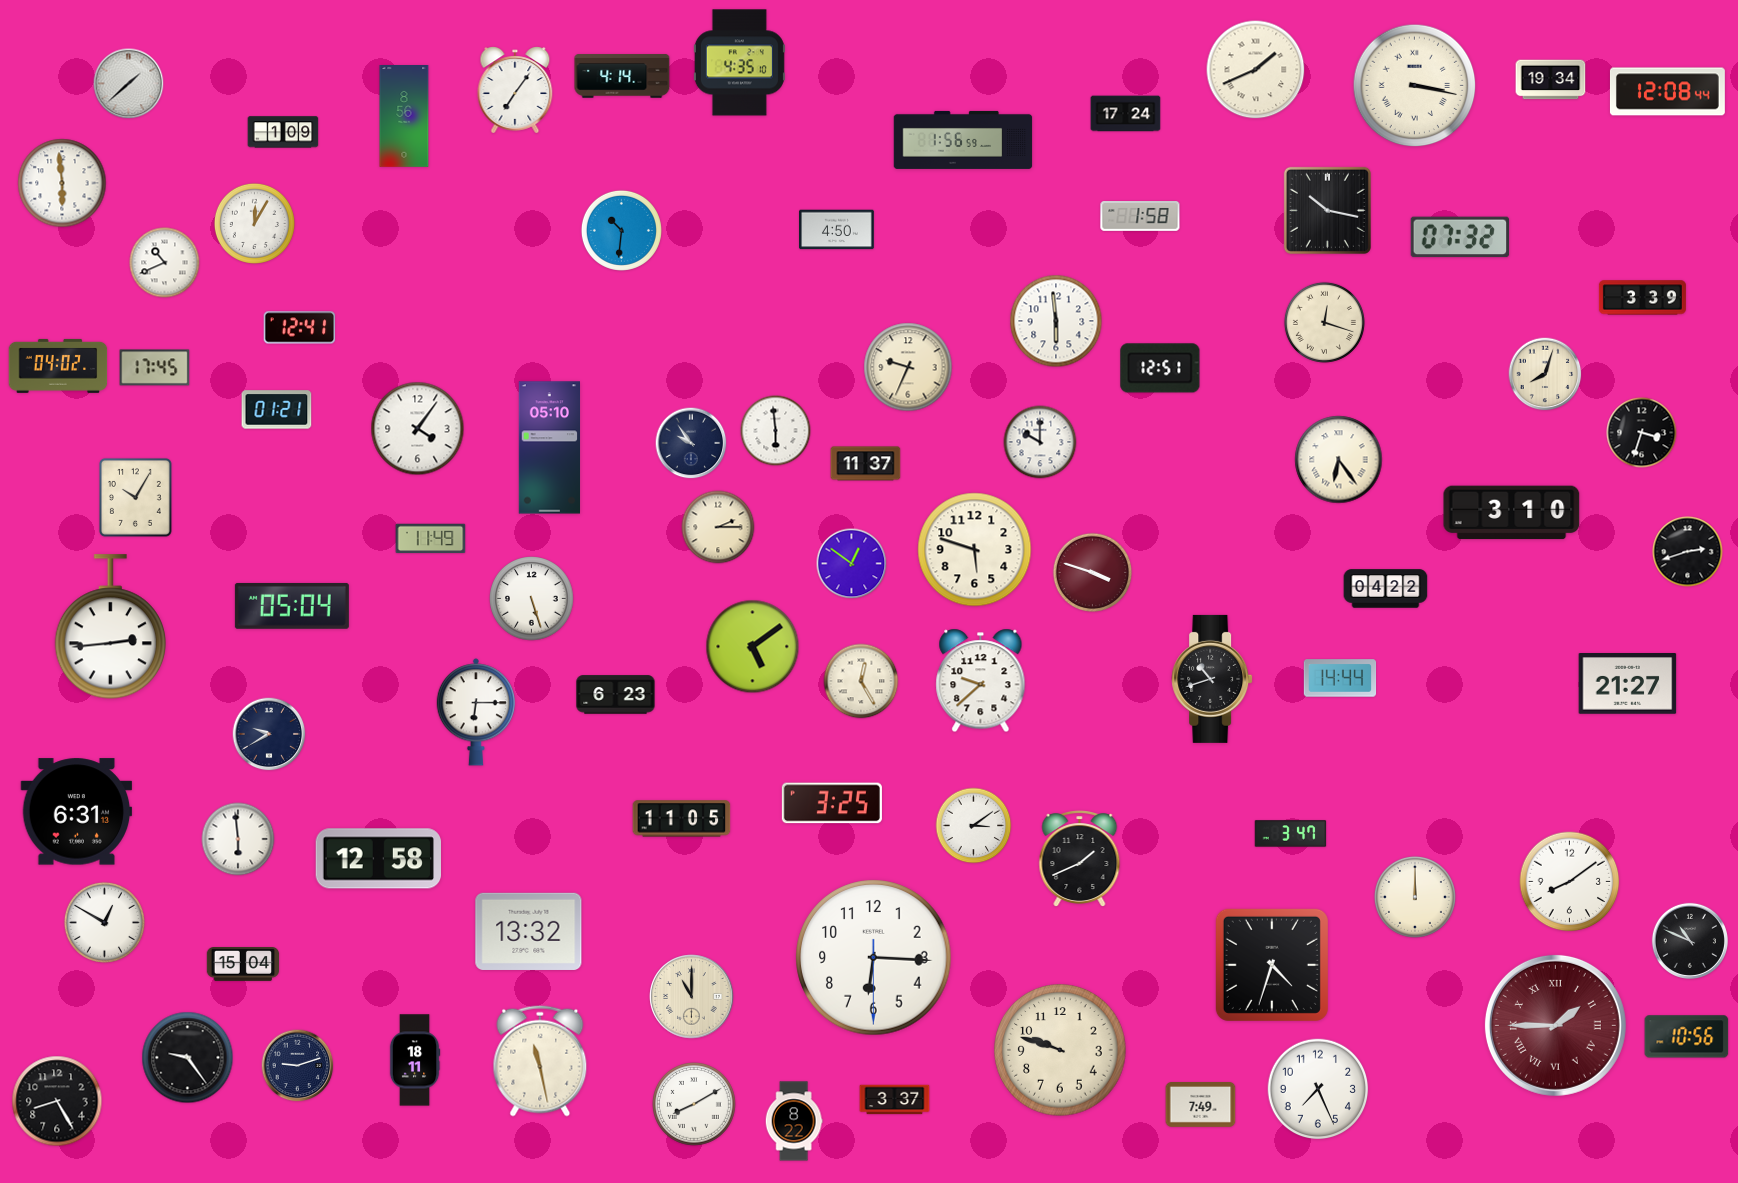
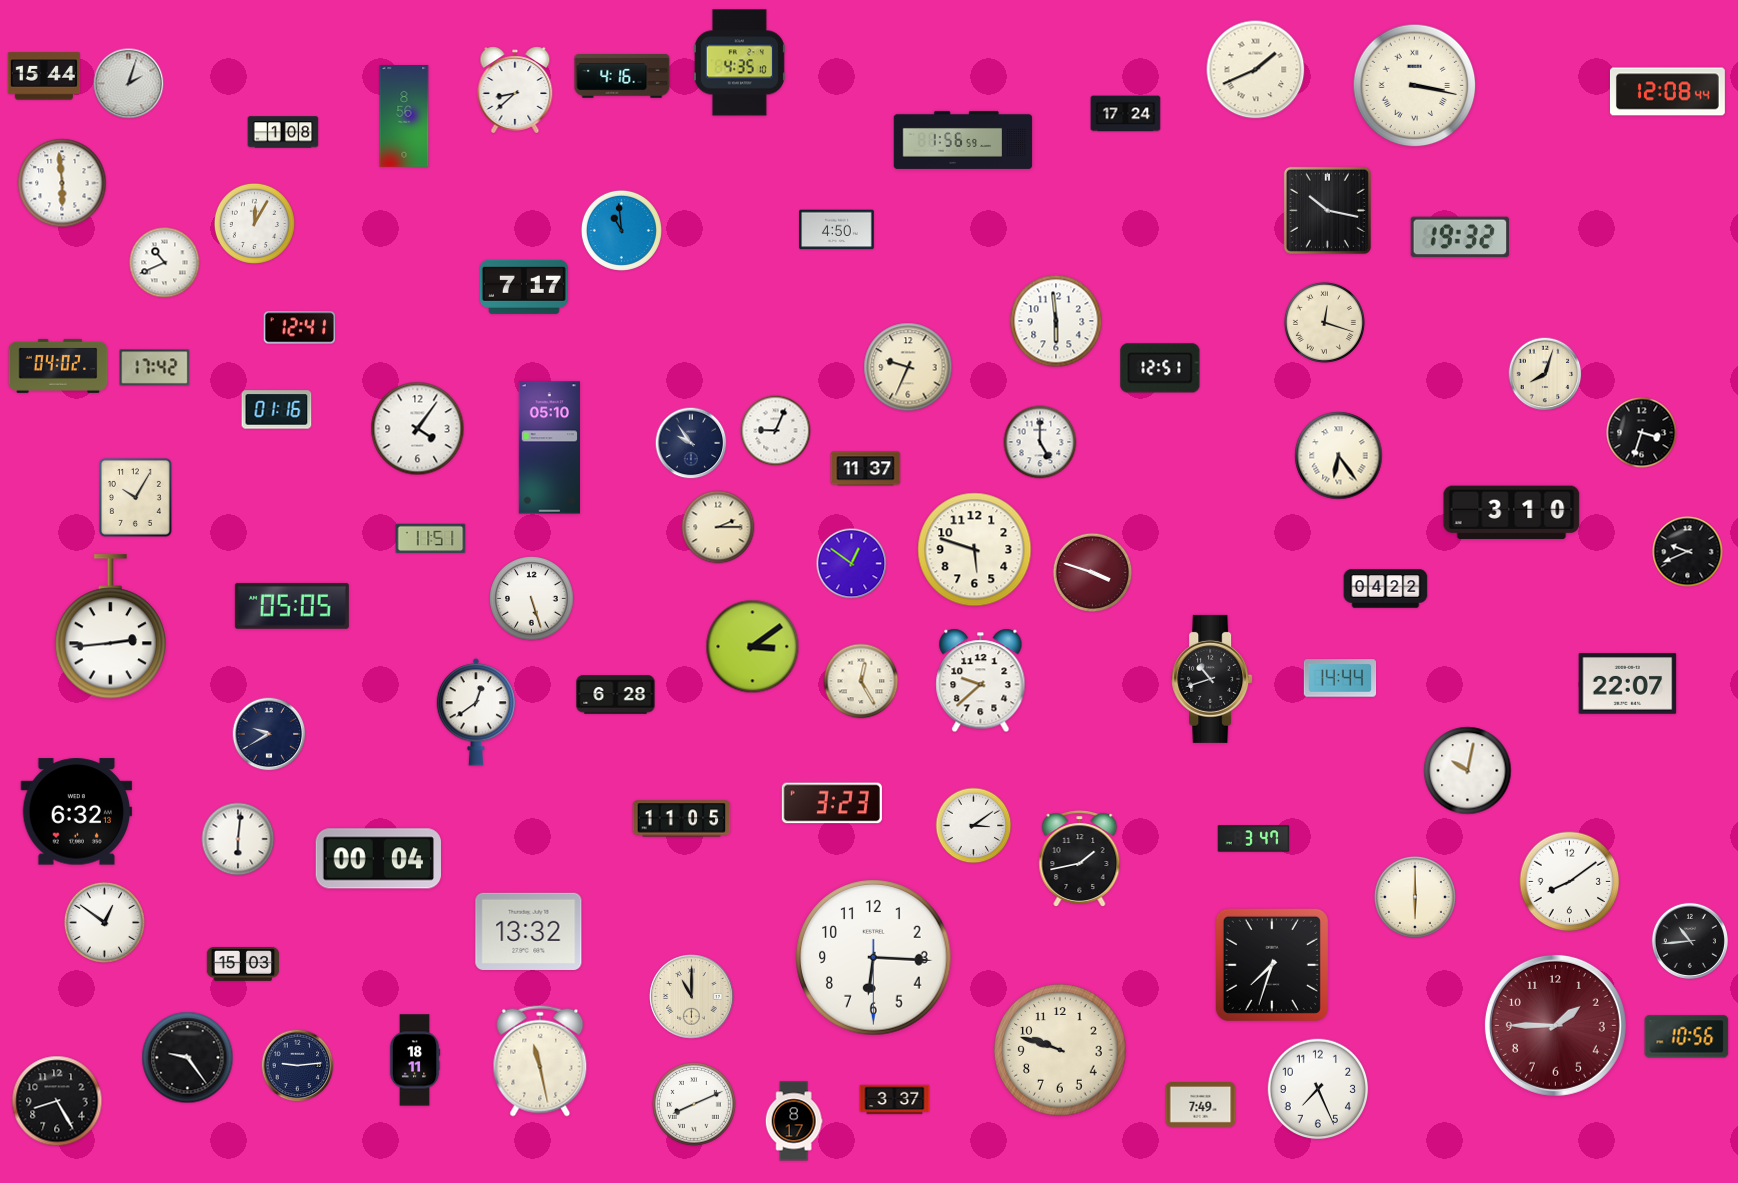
clock at (44, 76): none -> 15:44
clock at (622, 76): 4:14 -> 4:16
clock at (1551, 80): 19:34 -> none
clock at (129, 84): 1:38 -> 2:03
clock at (515, 90): 7:06 -> 8:38
clock at (283, 132): 1:09 -> 1:08
clock at (1140, 217): 1:58 -> none
clock at (621, 230): 10:31 -> 10:59
clock at (1460, 237): 07:32 -> 19:32
clock at (524, 287): none -> 7:17
clock at (1642, 298): 3:39 -> none
clock at (155, 368): 17:45 -> 17:42
clock at (277, 410): 01:21 -> 01:16
clock at (776, 431): 5:59 -> 9:04
clock at (1040, 442): 10:00 -> 5:00
clock at (1339, 460) position: (1339, 460) -> (1339, 456)
clock at (866, 464) position: (866, 464) -> (866, 469)
clock at (431, 539): 11:49 -> 11:51
clock at (1688, 552): 2:42 -> 9:41
clock at (292, 606): 05:04 -> 05:05
clock at (753, 647): 5:09 -> 3:09
clock at (1628, 684): 21:27 -> 22:07
clock at (616, 695): 6:23 -> 6:28
clock at (475, 712): 6:15 -> 12:39
clock at (1468, 771): none -> 10:02
clock at (832, 803): 3:25 -> 3:23
clock at (77, 812): 6:31 -> 6:32
clock at (1291, 834) position: (1291, 834) -> (1254, 839)
clock at (238, 839): 5:59 -> 6:01
clock at (378, 859): 12:58 -> 00:04
clock at (1080, 859): 1:41 -> 1:43
clock at (1415, 897): 12:00 -> 6:00
clock at (104, 922): 12:50 -> 12:51
clock at (1690, 941): 10:49 -> 10:44
clock at (243, 965): 15:04 -> 15:03
clock at (1272, 965): 4:33 -> 7:33
clock at (1555, 1025) numerals: Roman -> Arabic
clock at (298, 1066): 9:12 -> 9:14
clock at (695, 1105): 8:10 -> 8:11
clock at (794, 1121): 8:22 -> 8:17
